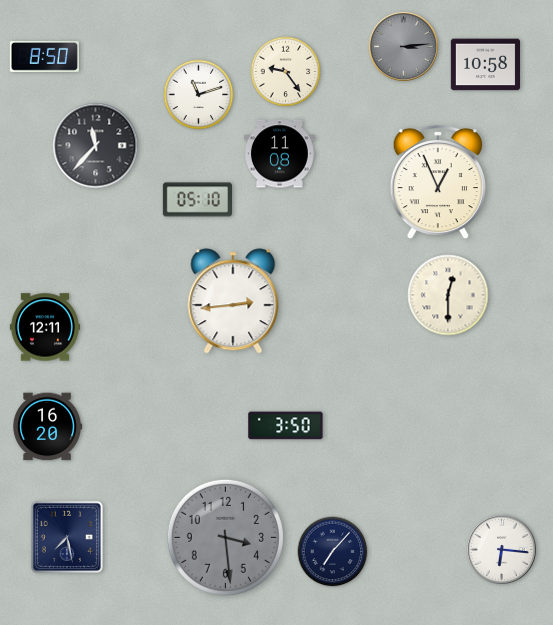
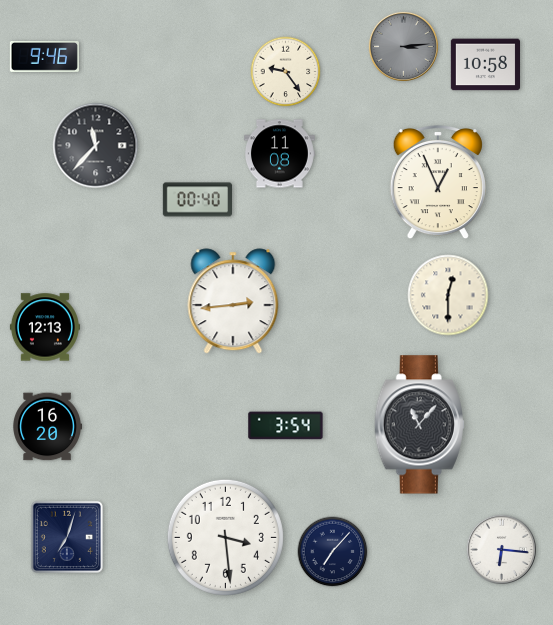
clock at (44, 56): 8:50 -> 9:46
clock at (199, 95): 11:12 -> none
clock at (197, 200): 05:10 -> 00:40
clock at (45, 327): 12:11 -> 12:13
clock at (419, 425): none -> 11:07
clock at (286, 426): 3:50 -> 3:54
clock at (66, 536): 7:28 -> 7:03
clock at (225, 537) dial: grey -> white
